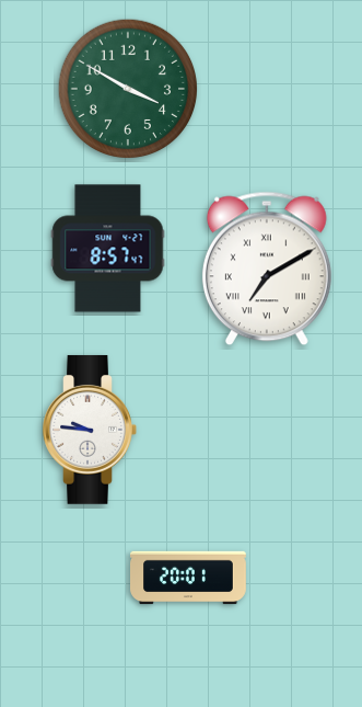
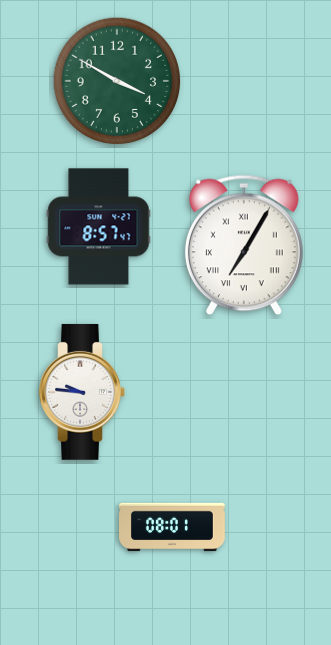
clock at (267, 269): 7:10 -> 7:05
clock at (189, 578): 20:01 -> 08:01
